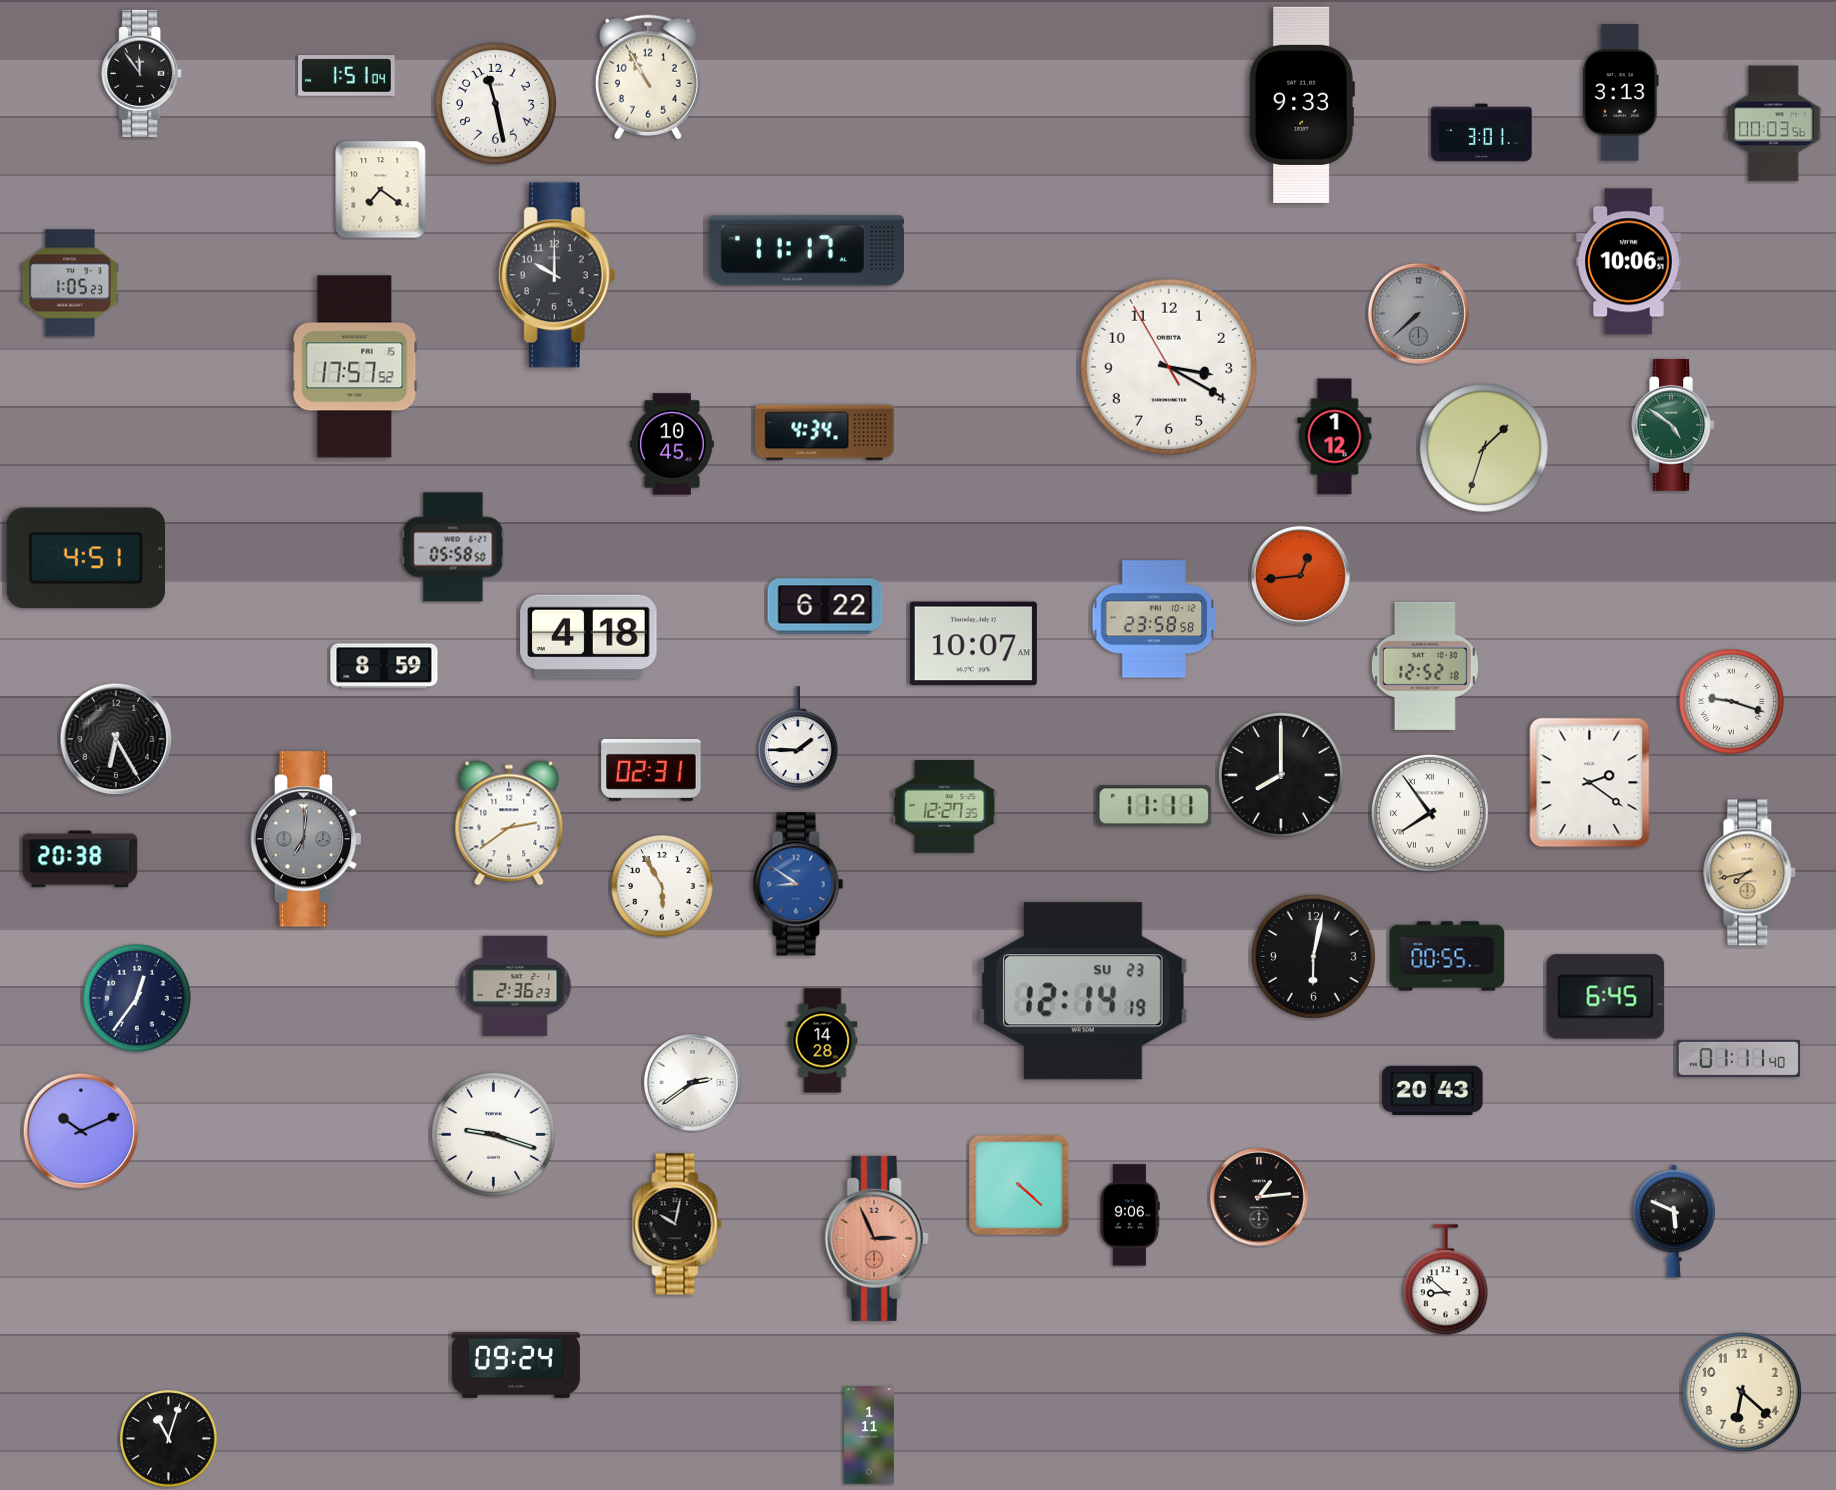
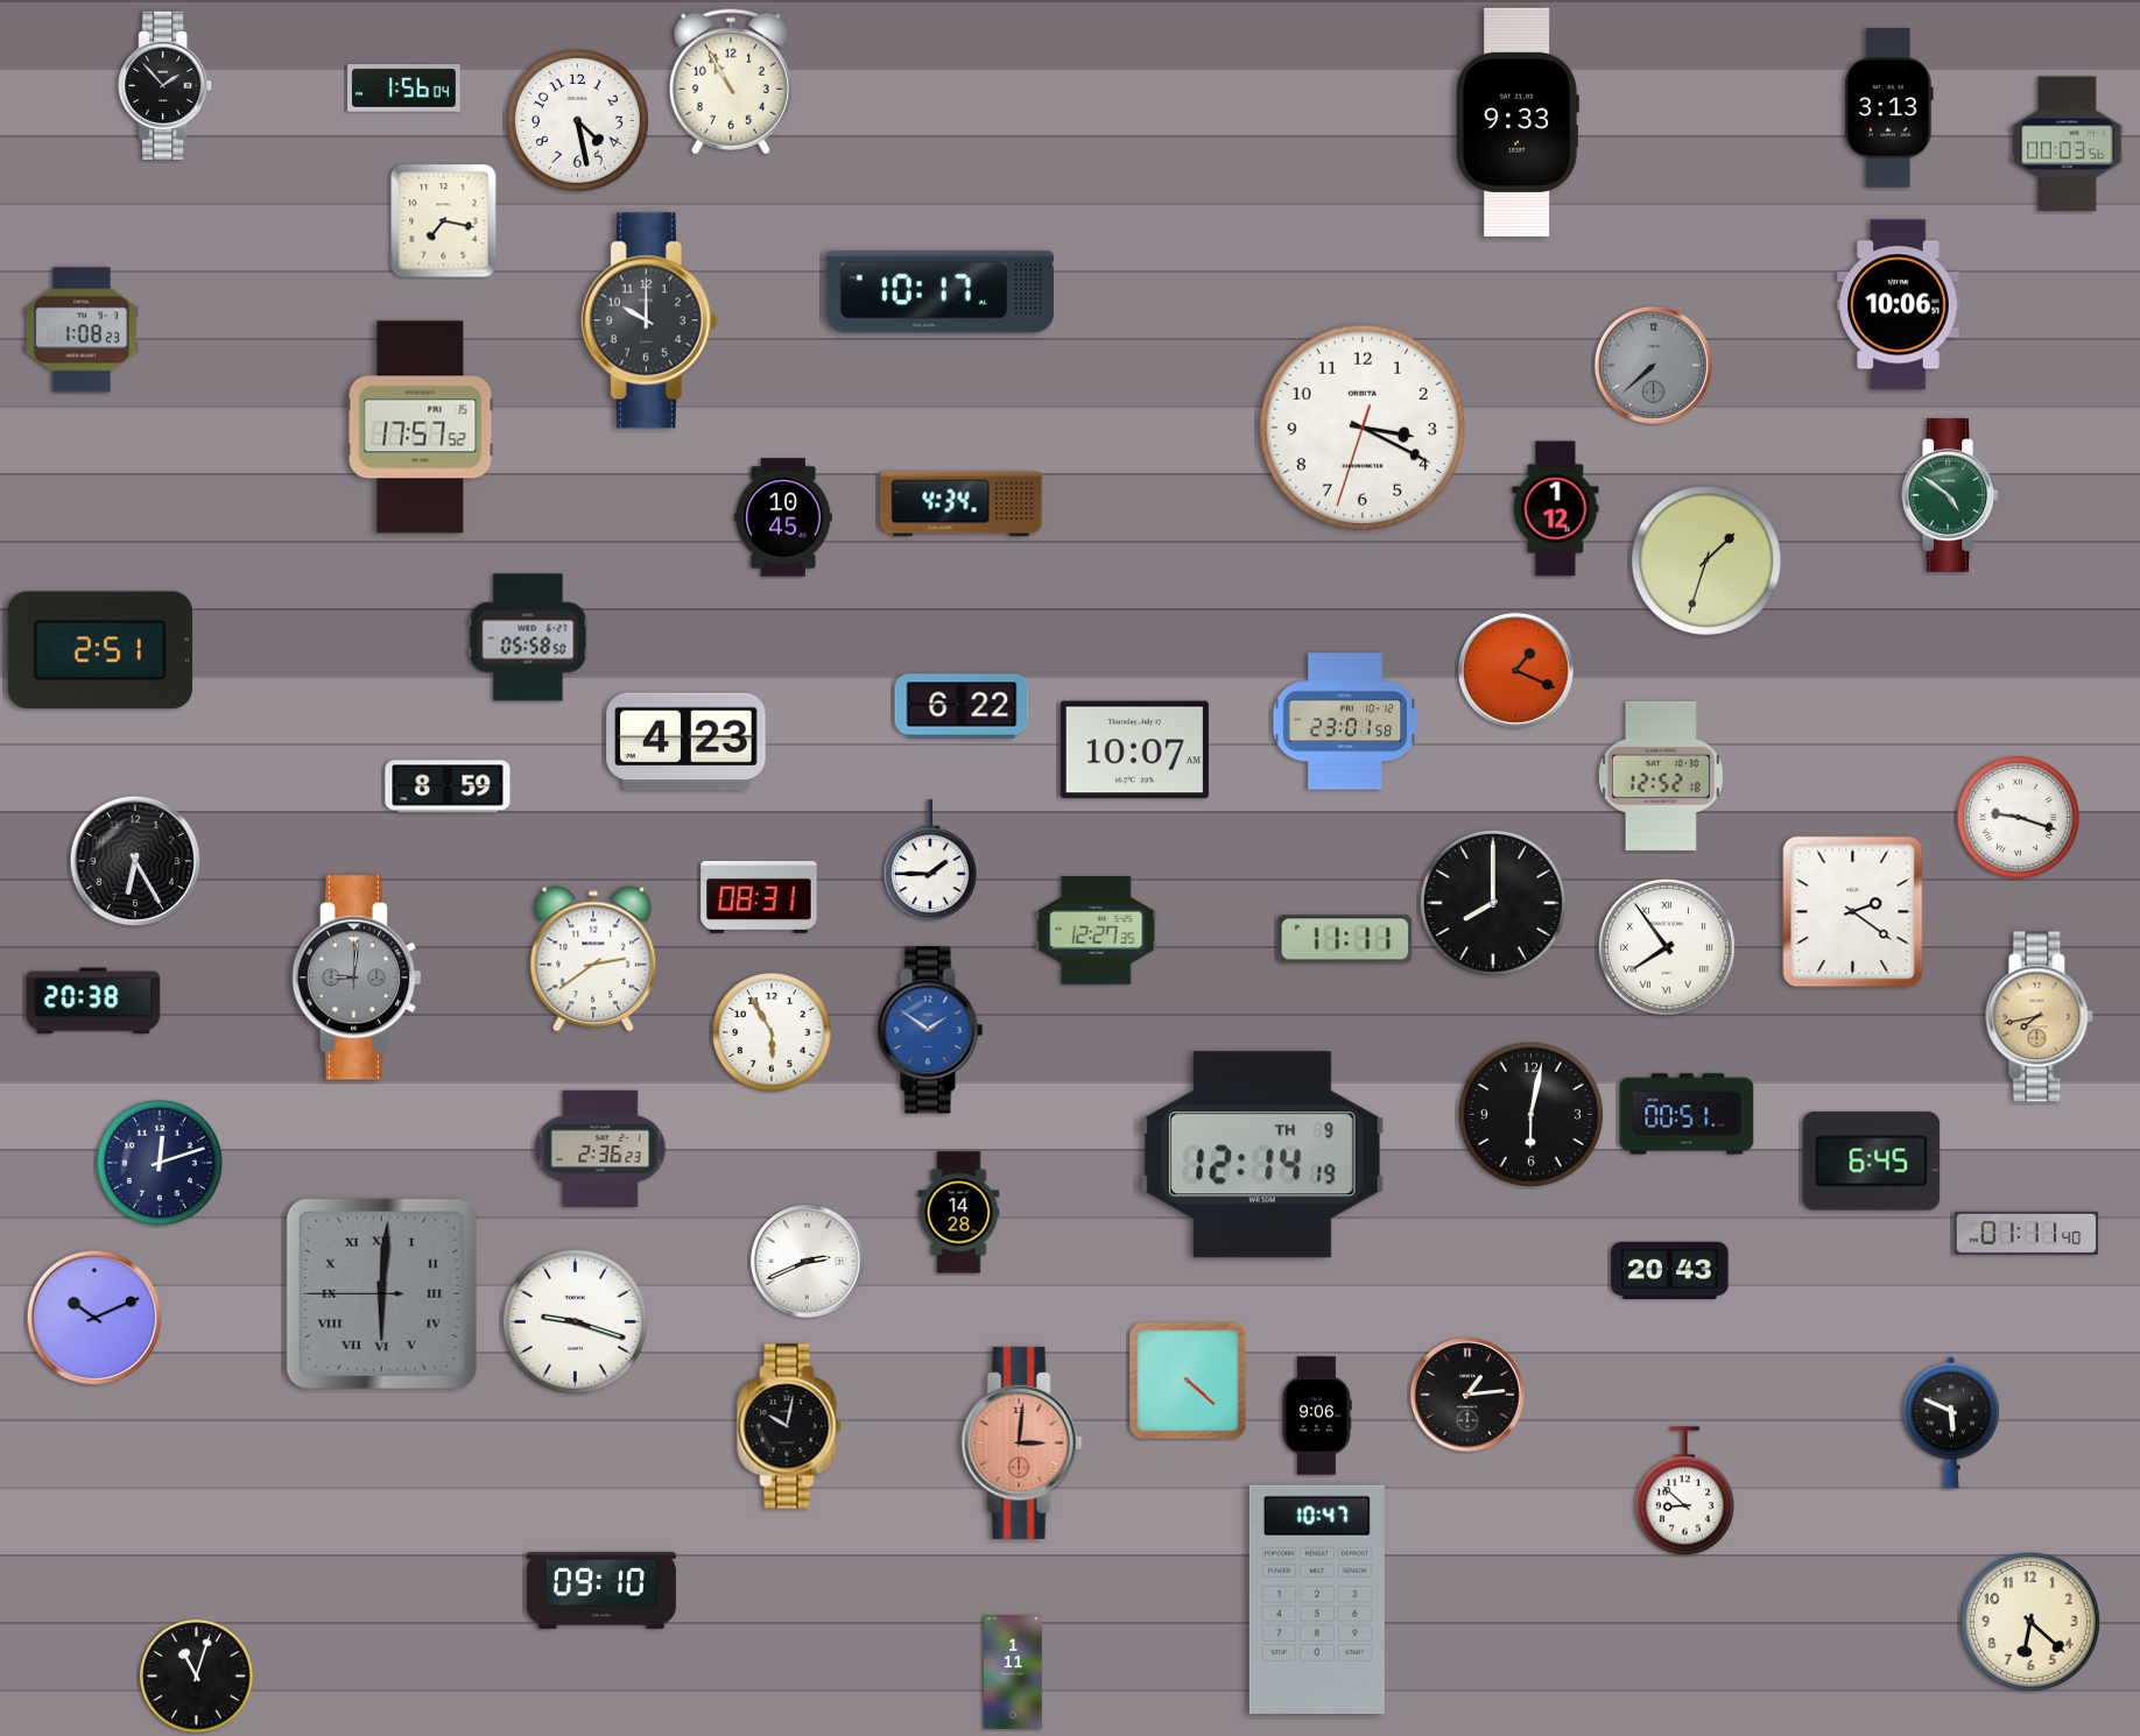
clock at (142, 73): 11:54 -> 1:53
clock at (347, 76): 1:51 -> 1:56
clock at (648, 77) position: (648, 77) -> (731, 82)
clock at (495, 103): 11:28 -> 4:28
clock at (1482, 133): 3:01 -> none
clock at (381, 190): 7:21 -> 7:17
clock at (806, 251): 11:17 -> 10:17
clock at (70, 283): 1:05 -> 1:08
clock at (355, 367) position: (355, 367) -> (421, 428)
clock at (1169, 367): 3:19:55 -> 3:19:33
clock at (1484, 448) position: (1484, 448) -> (1706, 560)
clock at (86, 558): 4:51 -> 2:51
clock at (1300, 575): 12:44 -> 1:19
clock at (1154, 619): 23:58 -> 23:01
clock at (589, 637): 4:18 -> 4:23
clock at (384, 666) position: (384, 666) -> (448, 786)
clock at (651, 770): 02:31 -> 08:31
clock at (945, 807) position: (945, 807) -> (1097, 931)
clock at (306, 839): 7:01 -> 9:01
clock at (798, 884): 8:51 -> 1:51
clock at (1447, 956): 00:55 -> 00:51
clock at (1083, 991) date: SU 23 -> TH 9
clock at (137, 998): 12:36 -> 12:12
clock at (692, 1082): 2:39 -> 2:41
clock at (381, 1293): none -> 6:00
clock at (876, 1238): 2:56 -> 3:01
clock at (516, 1365): 09:24 -> 09:10
clock at (1317, 1600): none -> 10:47
